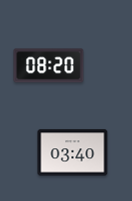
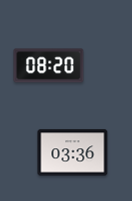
clock at (73, 153): 03:40 -> 03:36
